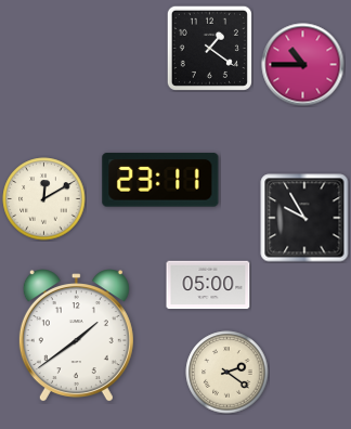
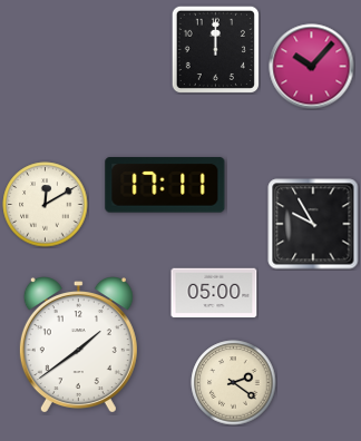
clock at (209, 48): 1:21 -> 12:00
clock at (303, 65): 10:45 -> 10:07
clock at (160, 180): 23:11 -> 17:11
